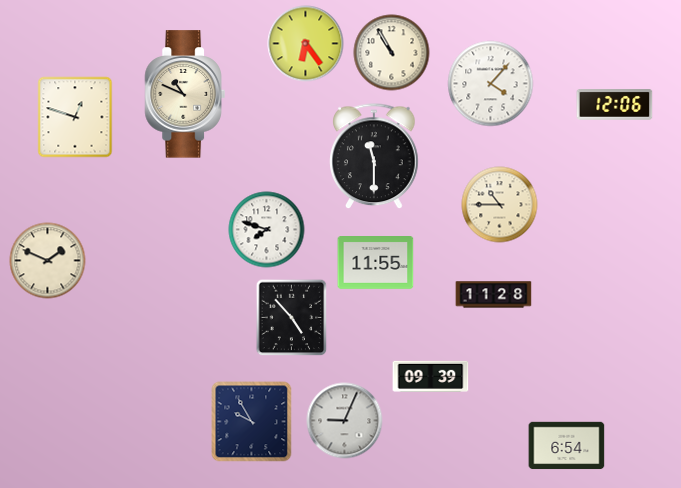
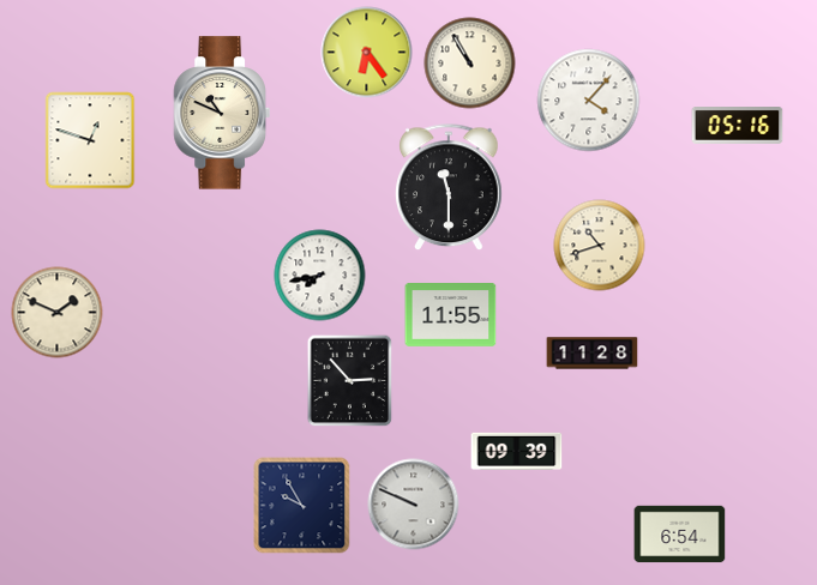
clock at (615, 105): 12:06 -> 05:16
clock at (500, 205): 10:45 -> 10:42
clock at (267, 230): 7:48 -> 7:43
clock at (292, 317): 4:53 -> 2:53
clock at (345, 421): 9:04 -> 9:49
